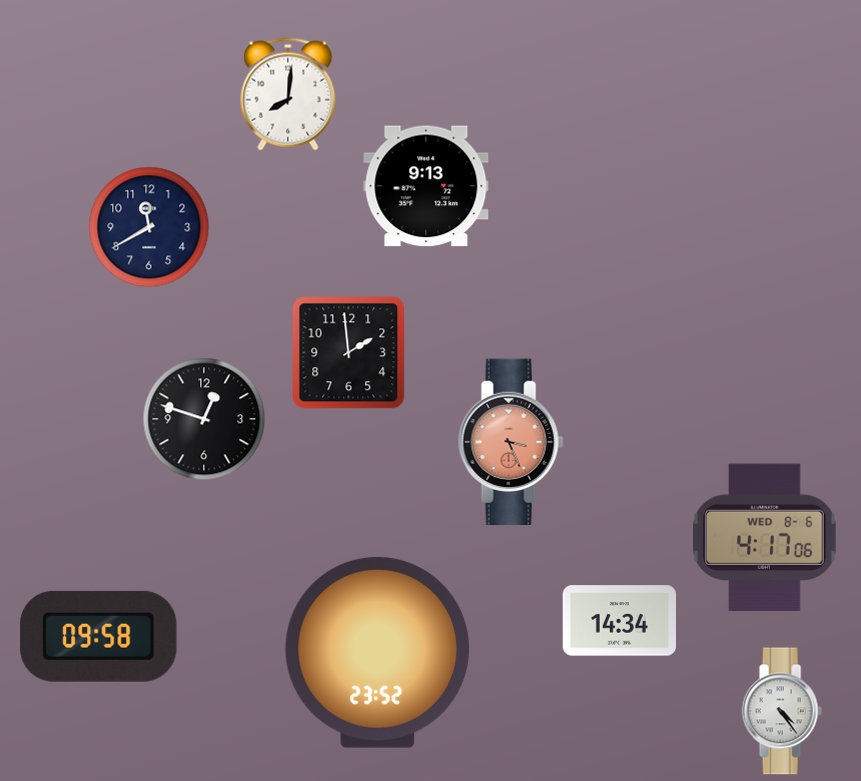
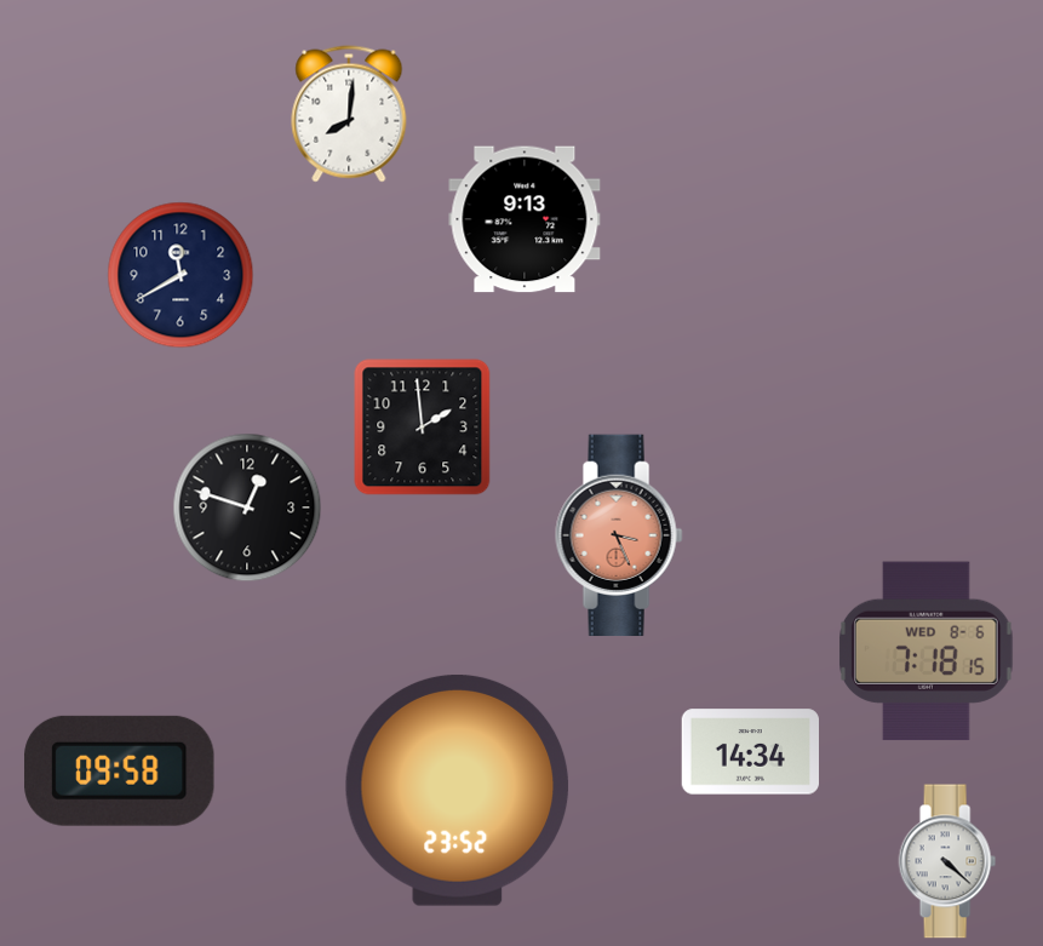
clock at (426, 186) position: (426, 186) -> (525, 219)
clock at (765, 538): 4:17 -> 7:18
clock at (782, 711): 4:24 -> 4:22
